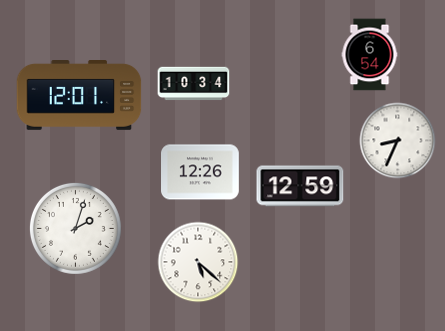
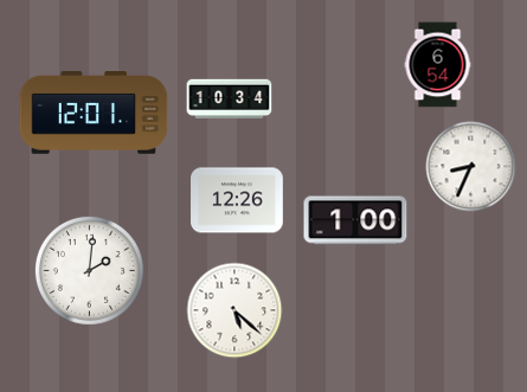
clock at (201, 172) position: (201, 172) -> (238, 200)
clock at (300, 186): 12:59 -> 1:00
clock at (75, 228): 2:03 -> 2:01
